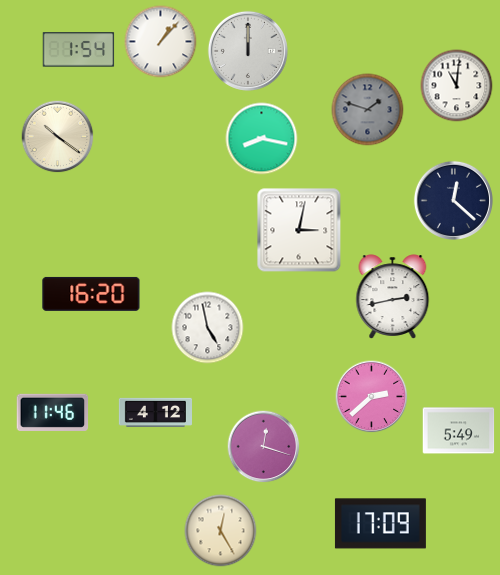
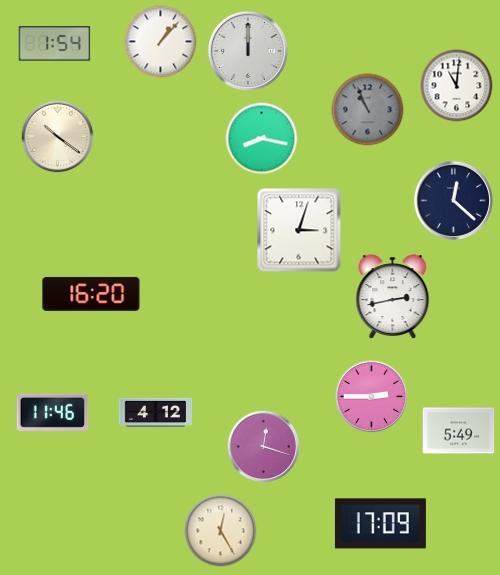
clock at (79, 50) position: (79, 50) -> (55, 44)
clock at (368, 110): 1:48 -> 10:56
clock at (299, 230): 3:02 -> 3:03
clock at (208, 328): 4:58 -> none
clock at (372, 397): 2:38 -> 2:45
